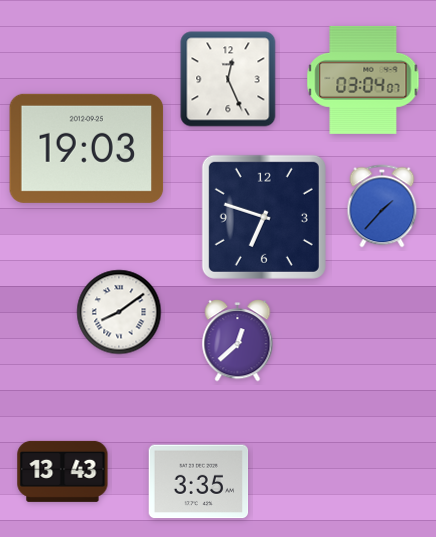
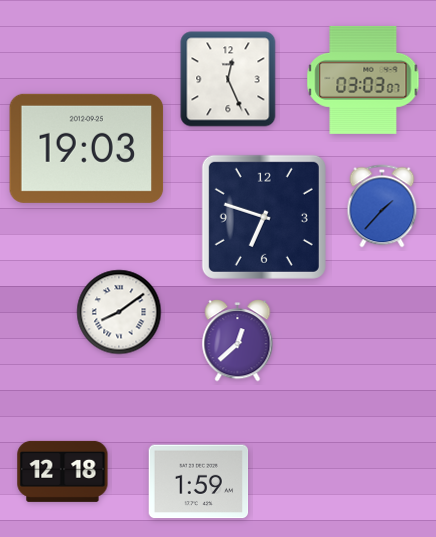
clock at (363, 80): 03:04 -> 03:03
clock at (63, 471): 13:43 -> 12:18
clock at (199, 482): 3:35 -> 1:59
